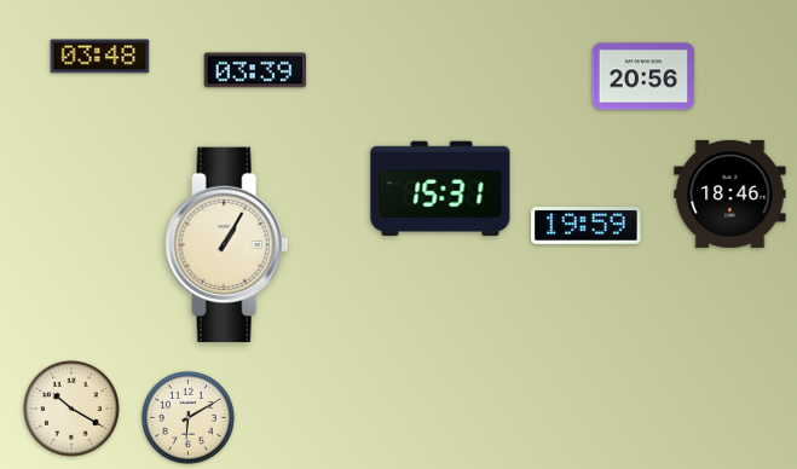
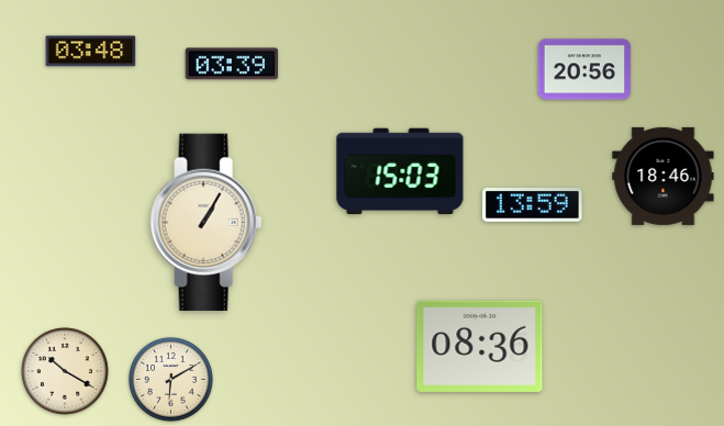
clock at (440, 189): 15:31 -> 15:03
clock at (587, 225): 19:59 -> 13:59
clock at (480, 346): none -> 08:36
